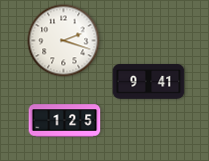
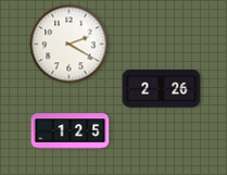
clock at (64, 41): 2:18 -> 2:20
clock at (149, 82): 9:41 -> 2:26
